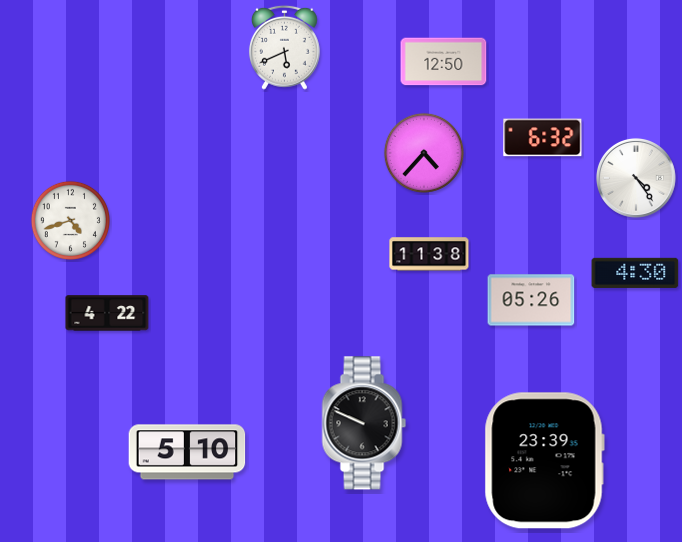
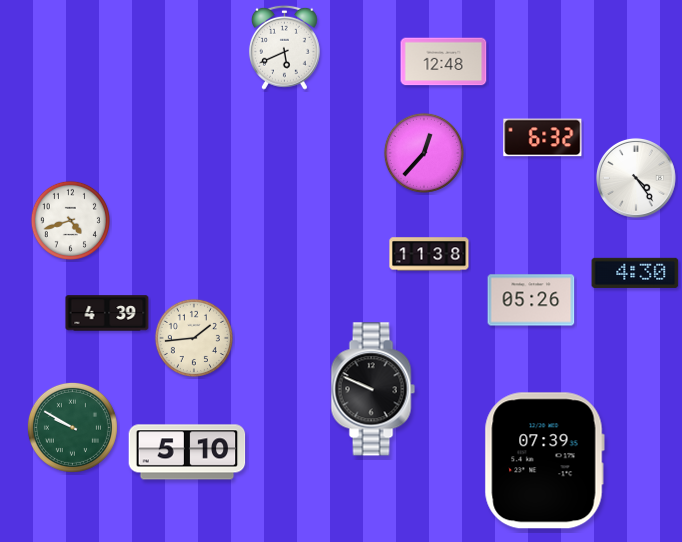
clock at (444, 62): 12:50 -> 12:48
clock at (424, 153): 4:37 -> 12:37
clock at (107, 313): 4:22 -> 4:39
clock at (194, 338): none -> 1:44
clock at (364, 423) position: (364, 423) -> (373, 389)
clock at (72, 427): none -> 9:50
clock at (544, 461): 23:39 -> 07:39
